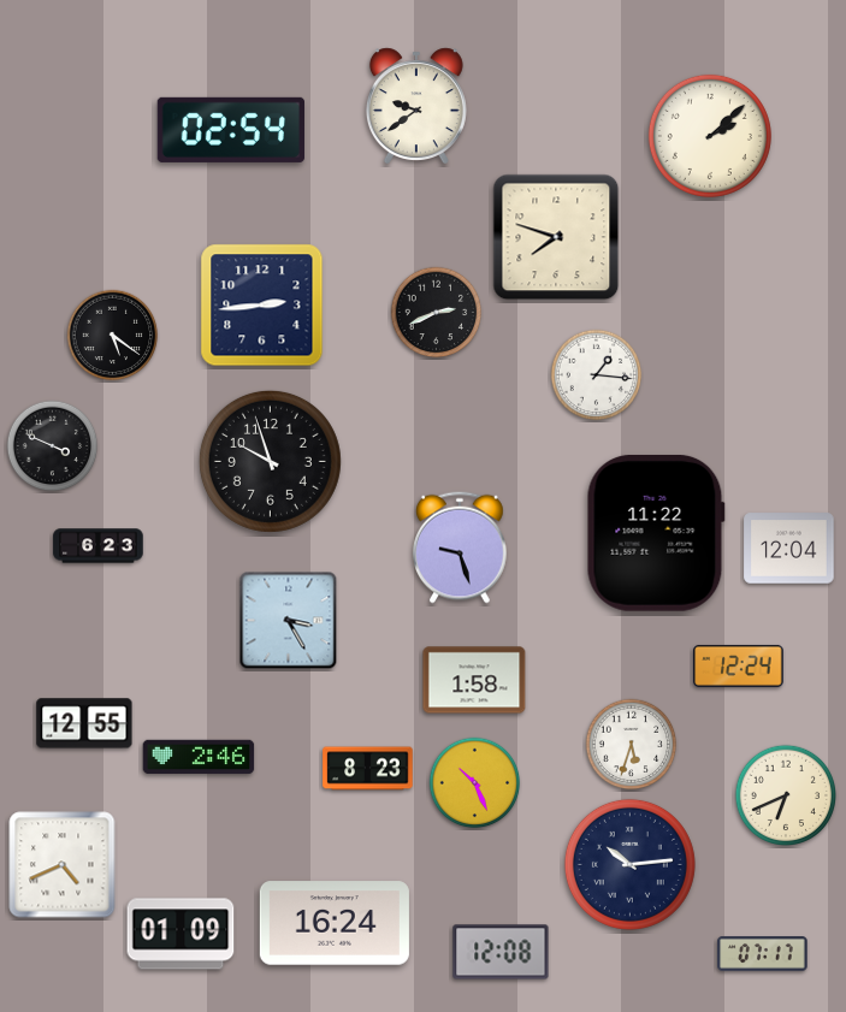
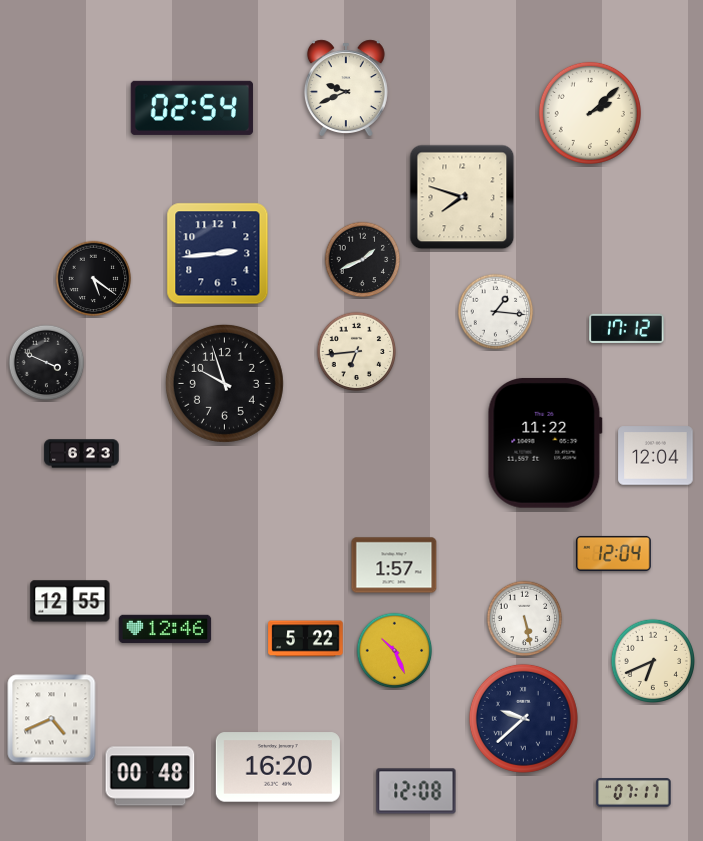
clock at (416, 105): 9:39 -> 9:41
clock at (437, 313): 2:41 -> 1:41
clock at (627, 328): none -> 17:12
clock at (357, 352): none -> 6:44
clock at (53, 446) position: (53, 446) -> (47, 363)
clock at (461, 548): 9:27 -> none
clock at (289, 621): 3:25 -> none
clock at (739, 665): 12:24 -> 12:04
clock at (474, 680): 1:58 -> 1:57
clock at (632, 745): 5:33 -> 5:28
clock at (199, 757): 2:46 -> 12:46
clock at (368, 769): 8:23 -> 5:22
clock at (629, 864): 10:14 -> 9:38
clock at (335, 923): 16:24 -> 16:20
clock at (181, 934): 01:09 -> 00:48
